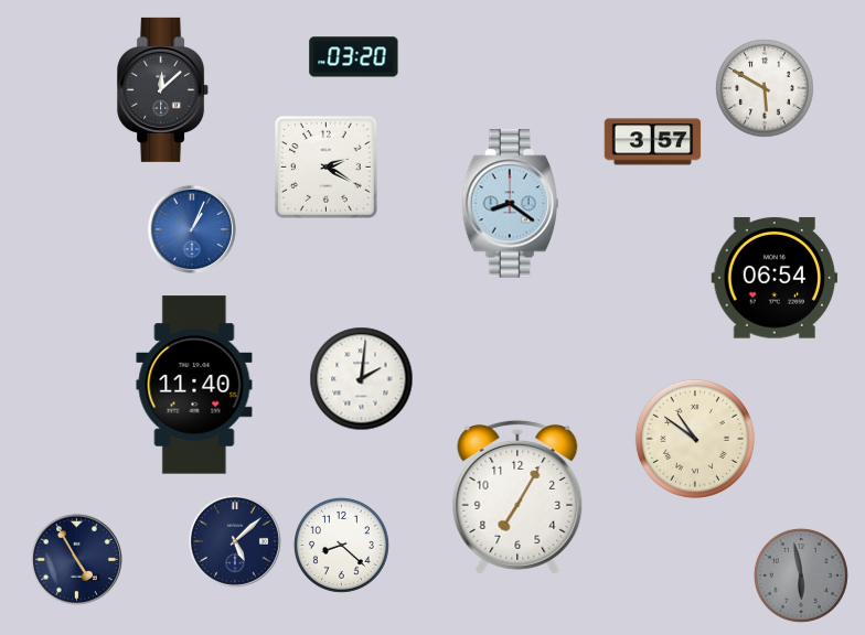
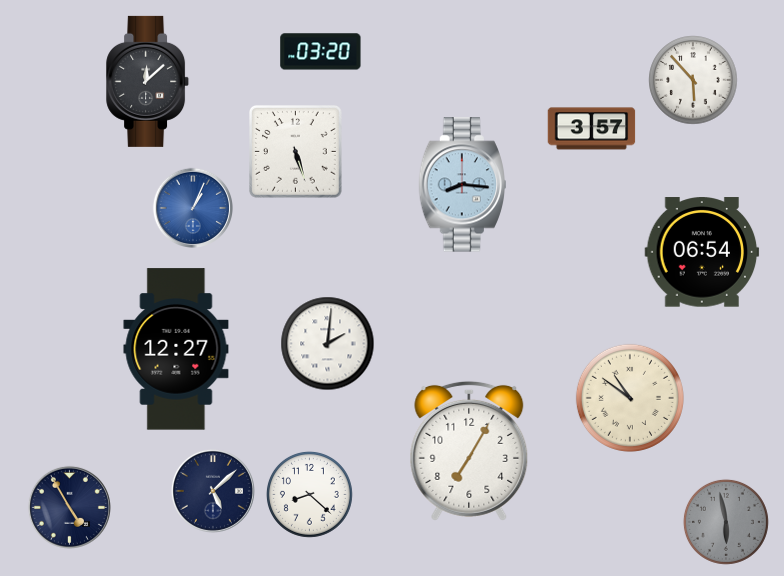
clock at (765, 88): 5:50 -> 5:53
clock at (327, 168): 2:20 -> 5:27
clock at (510, 204): 8:21 -> 8:16
clock at (191, 228) position: (191, 228) -> (192, 207)
clock at (194, 385): 11:40 -> 12:27
